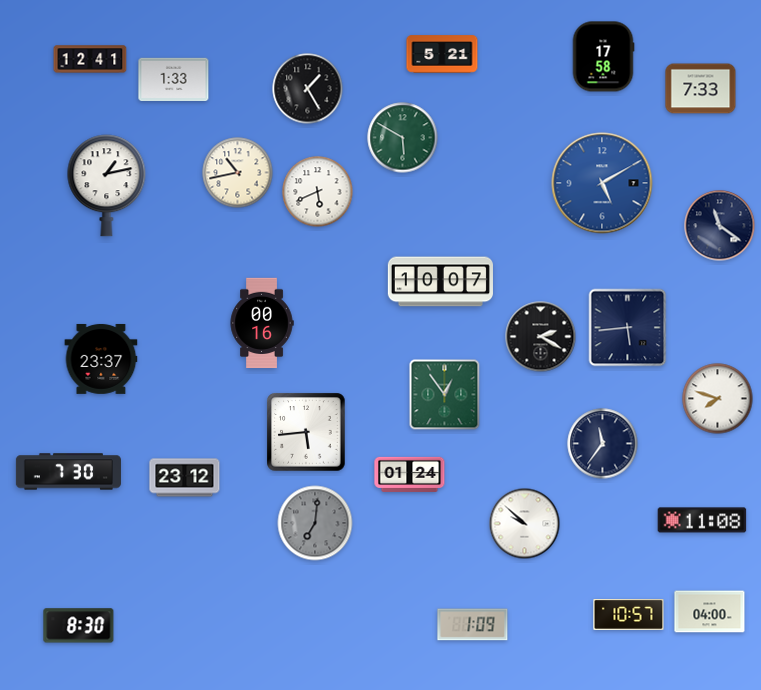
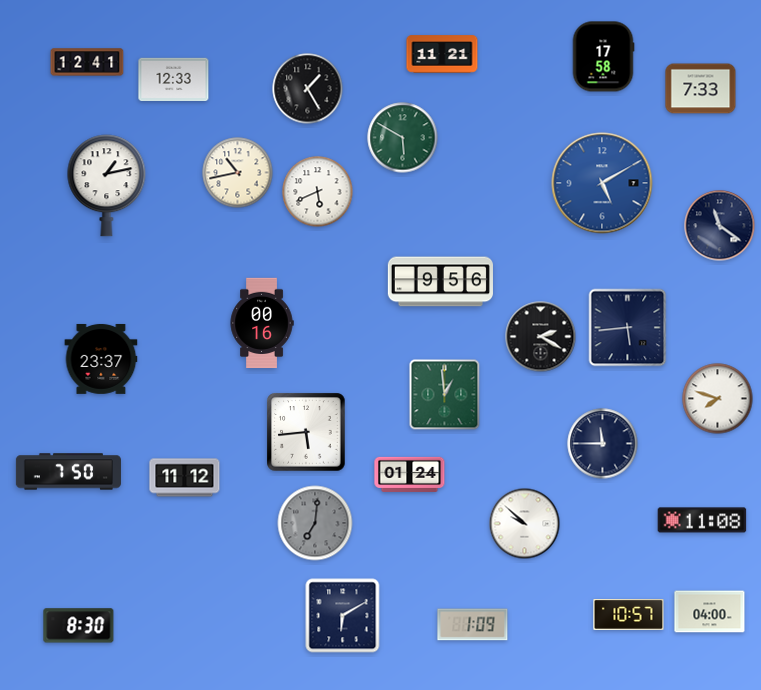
clock at (442, 54): 5:21 -> 11:21
clock at (90, 59) position: (90, 59) -> (87, 62)
clock at (174, 79): 1:33 -> 12:33
clock at (440, 282): 10:07 -> 9:56
clock at (445, 395): 12:54 -> 12:59
clock at (603, 444): 11:36 -> 11:45
clock at (68, 472): 7:30 -> 7:50
clock at (185, 478): 23:12 -> 11:12
clock at (343, 616): none -> 6:10
